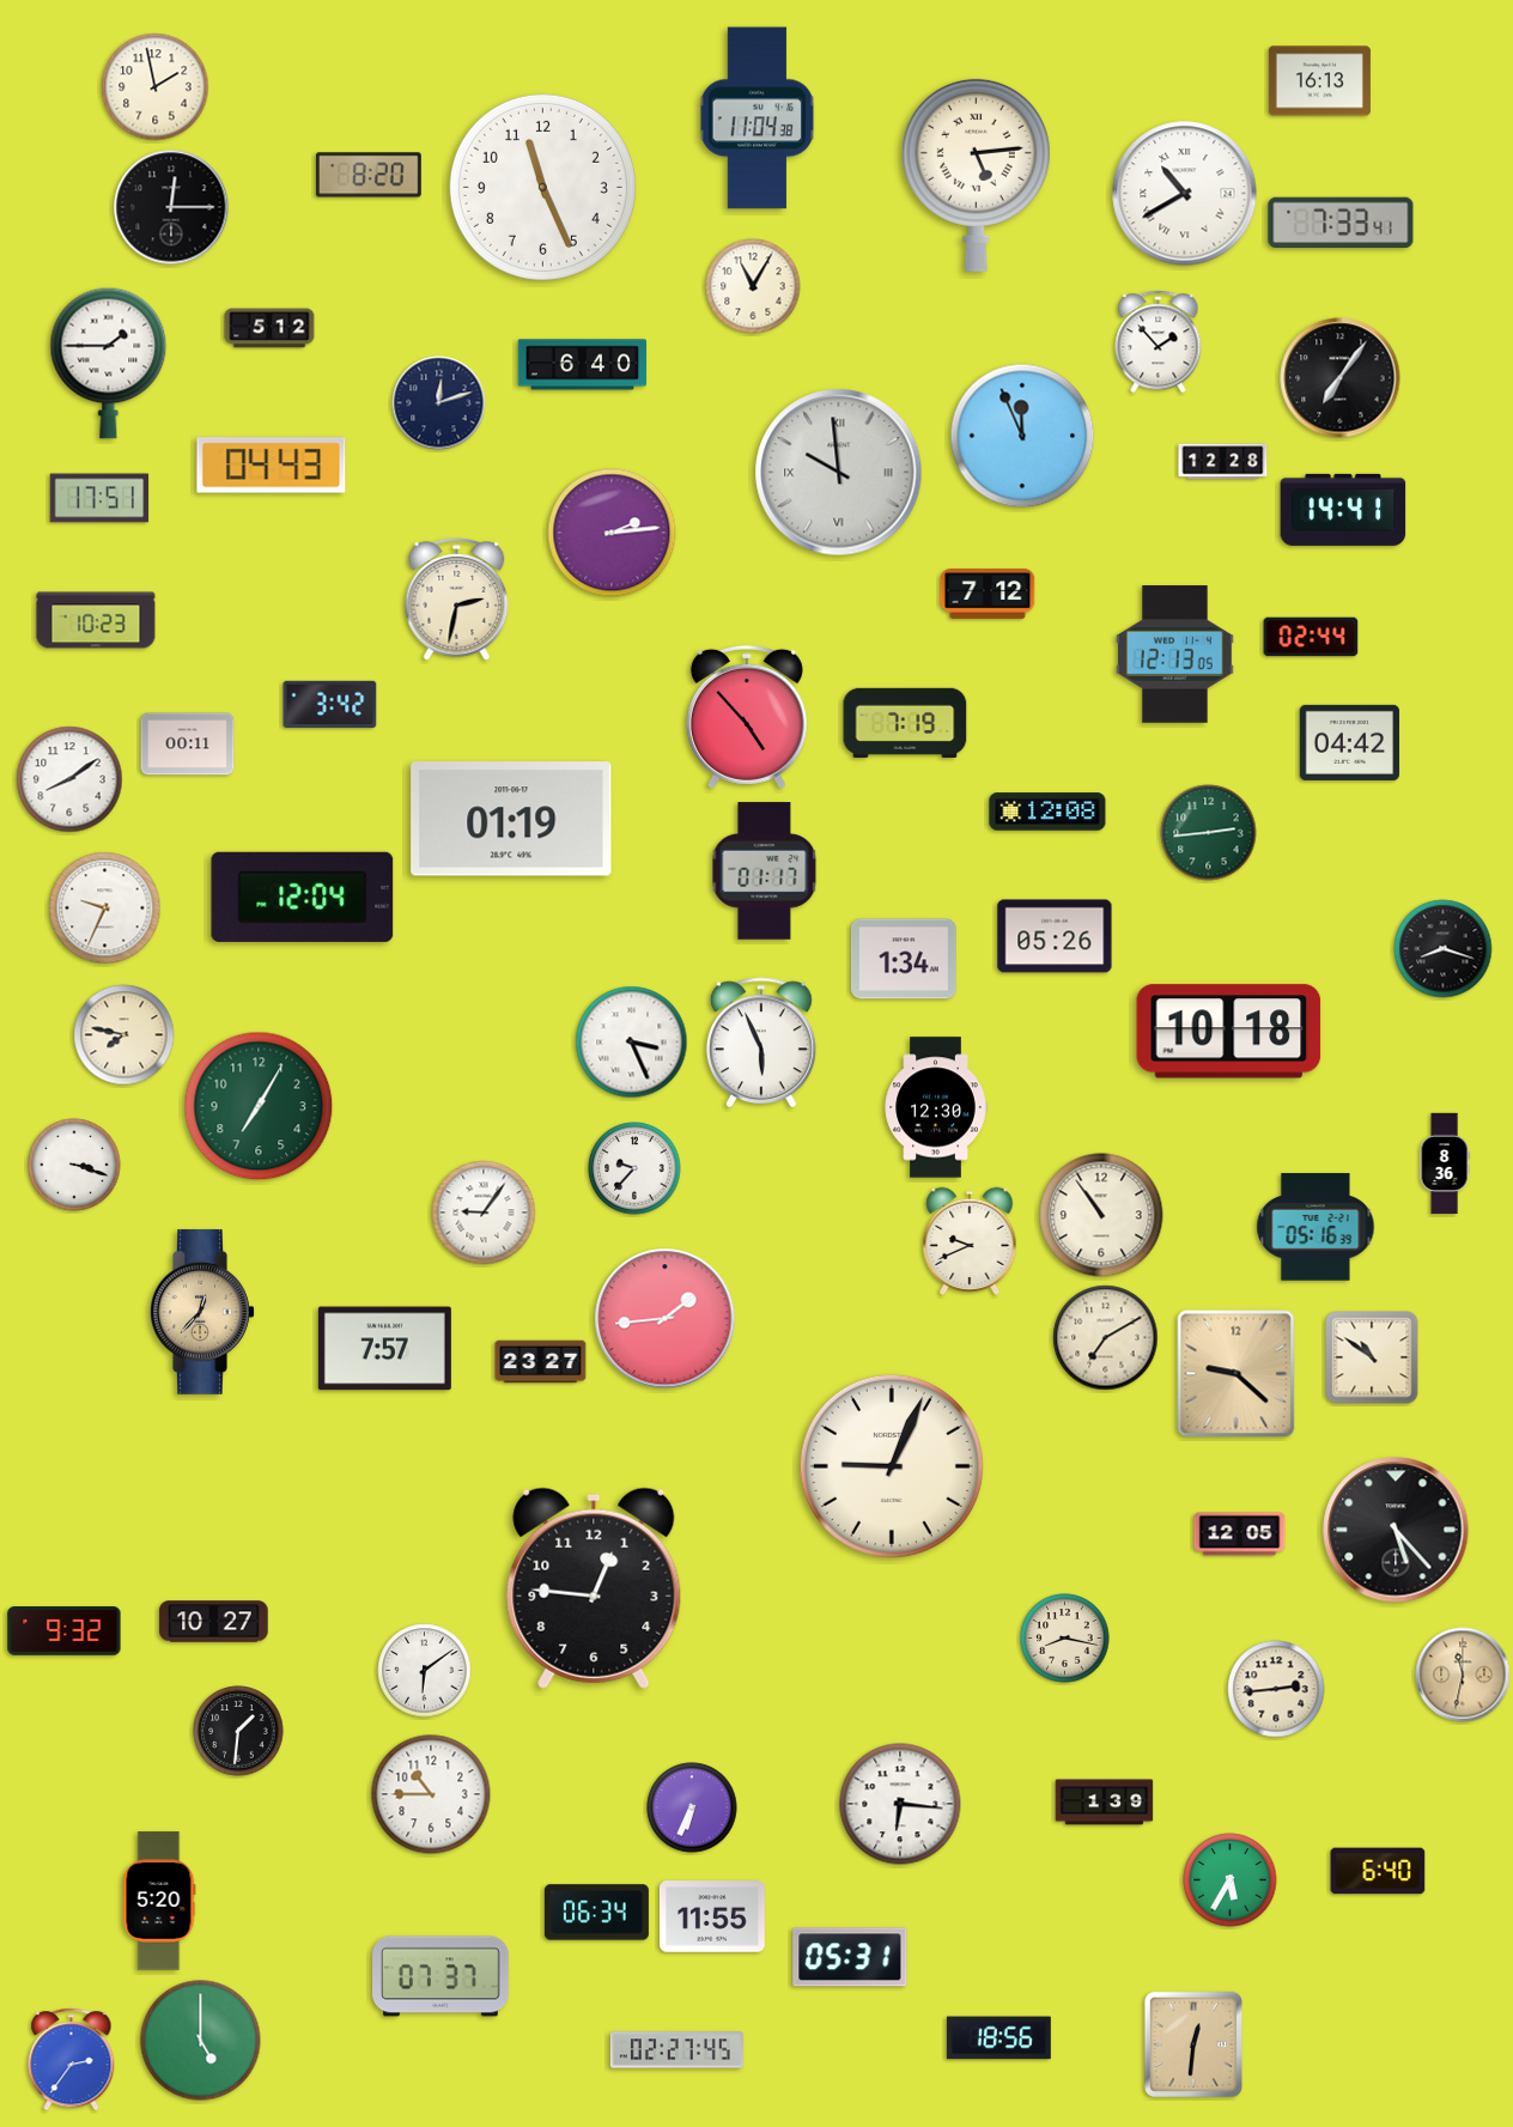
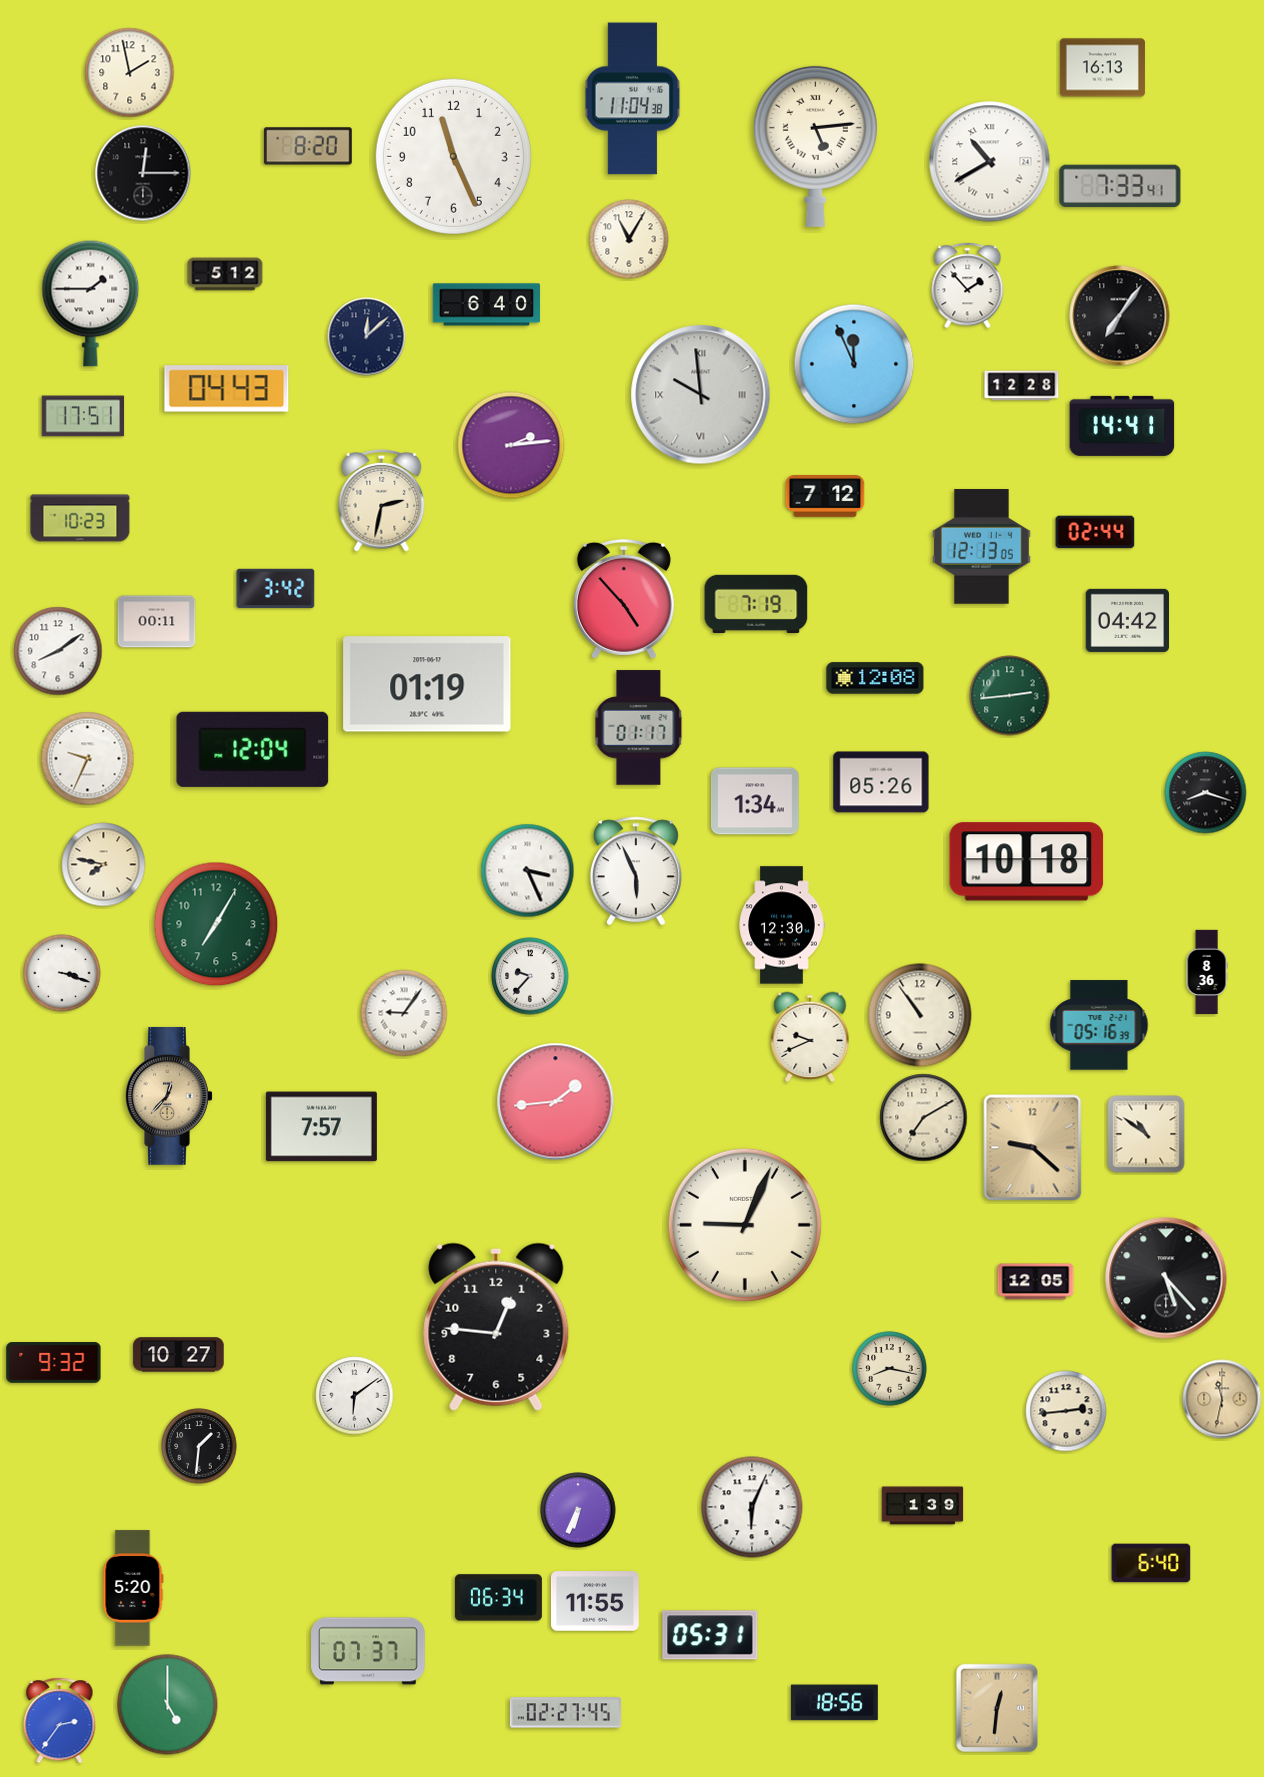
clock at (439, 403): 12:12 -> 12:08
clock at (541, 1362): 23:27 -> none
clock at (431, 1794): 10:45 -> none
clock at (900, 1804): 6:16 -> 6:04
clock at (1231, 1880): 5:35 -> none
